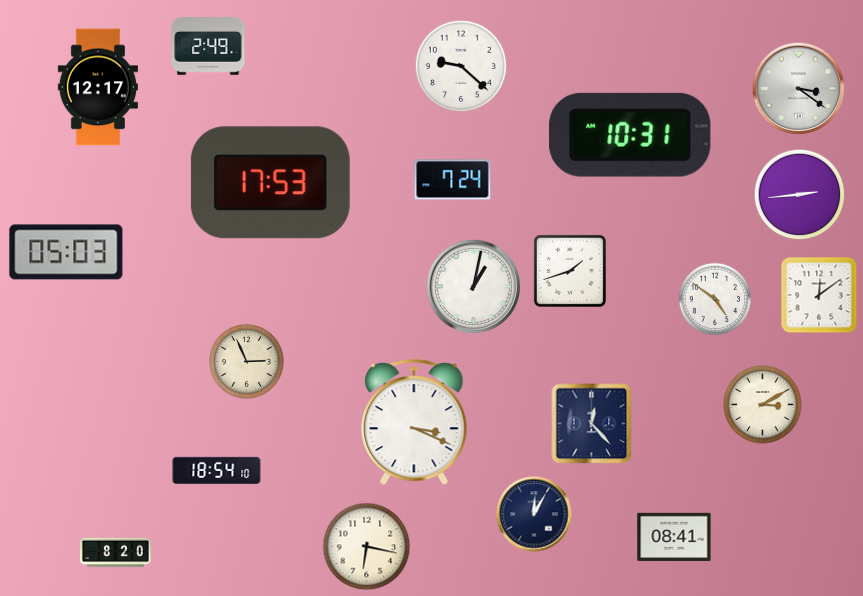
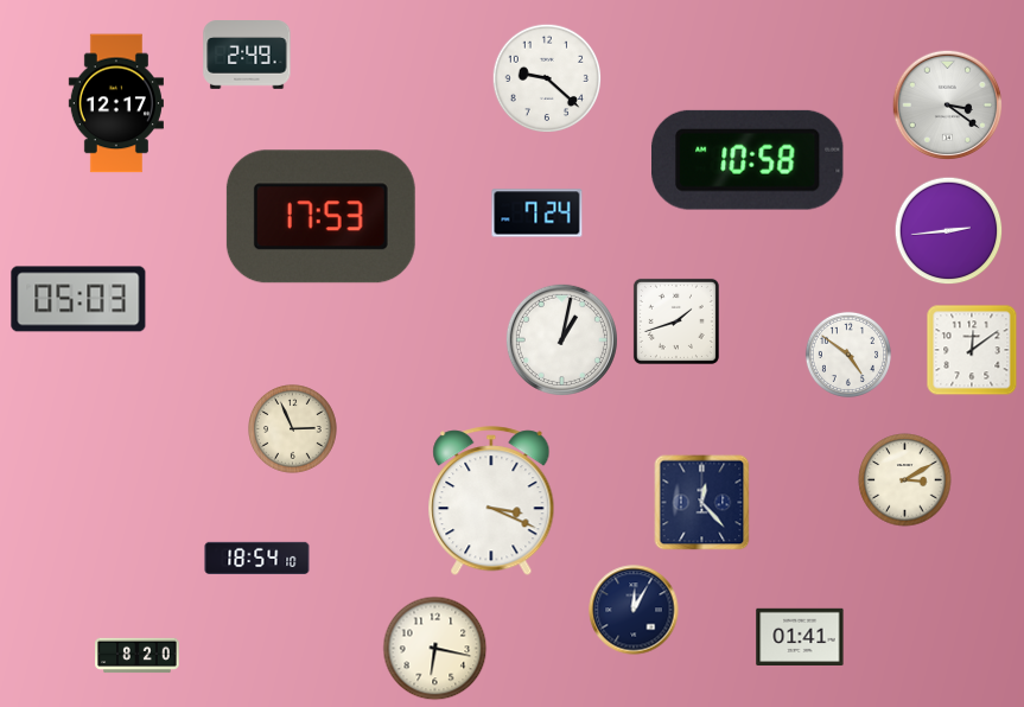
clock at (631, 135): 10:31 -> 10:58
clock at (674, 536): 08:41 -> 01:41
